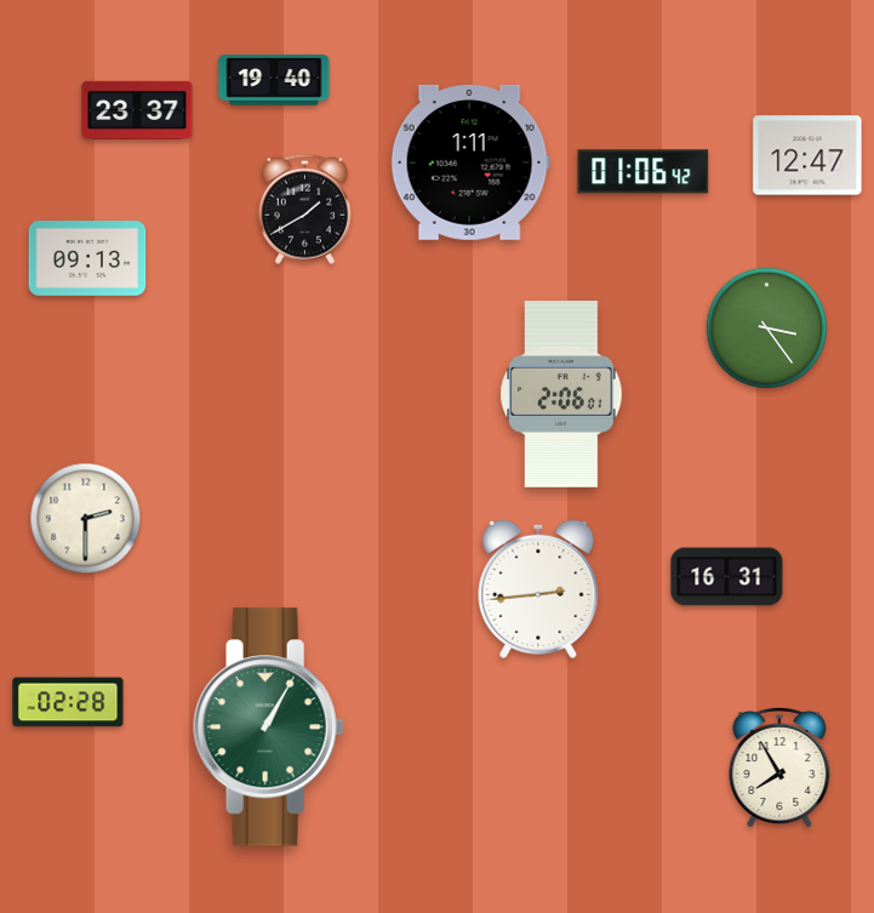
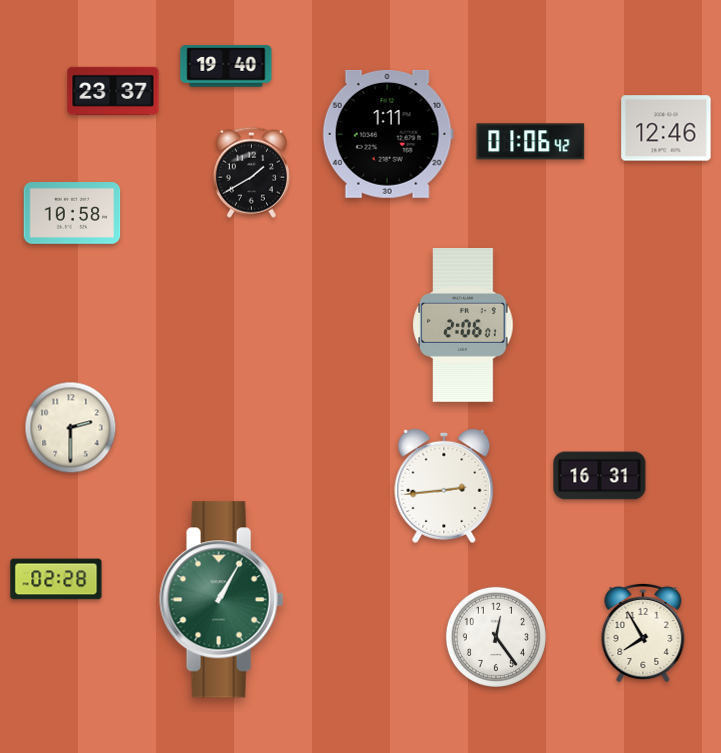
clock at (807, 155): 12:47 -> 12:46
clock at (87, 259): 09:13 -> 10:58
clock at (766, 327): 3:24 -> none
clock at (496, 637): none -> 12:24
